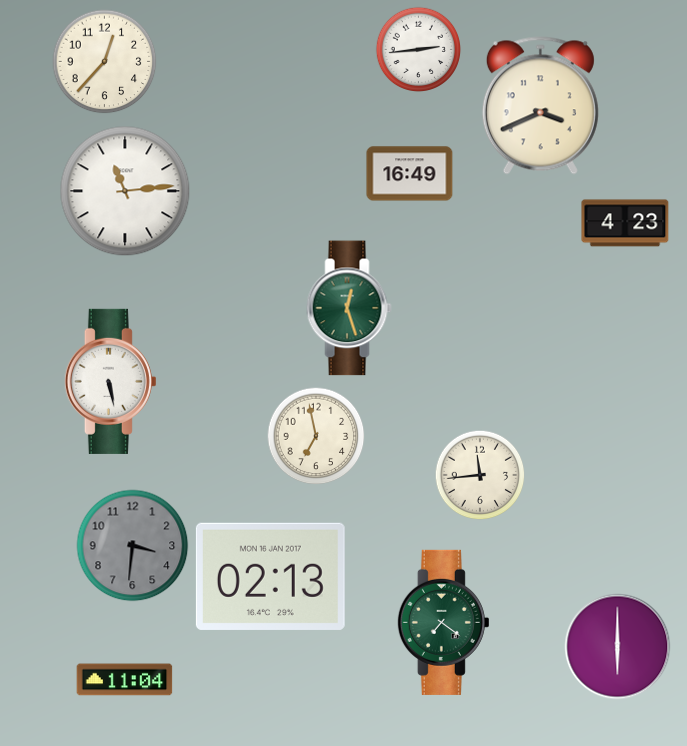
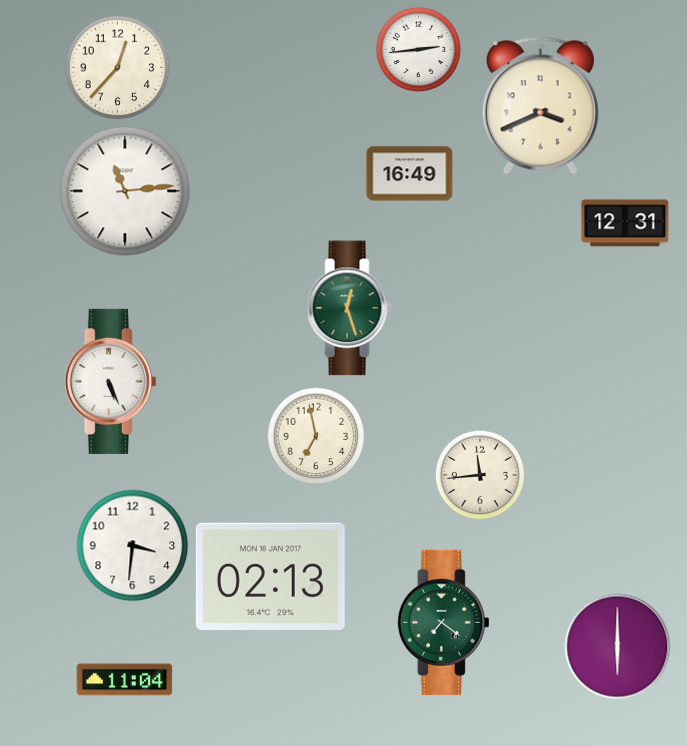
clock at (105, 62) position: (105, 62) -> (118, 68)
clock at (625, 223): 4:23 -> 12:31
clock at (110, 381): 5:28 -> 5:26
clock at (133, 546) dial: grey -> white
